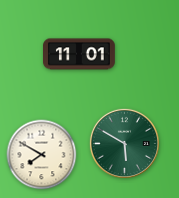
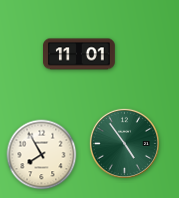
clock at (124, 143): 5:50 -> 4:54
clock at (42, 155): 7:50 -> 7:55
